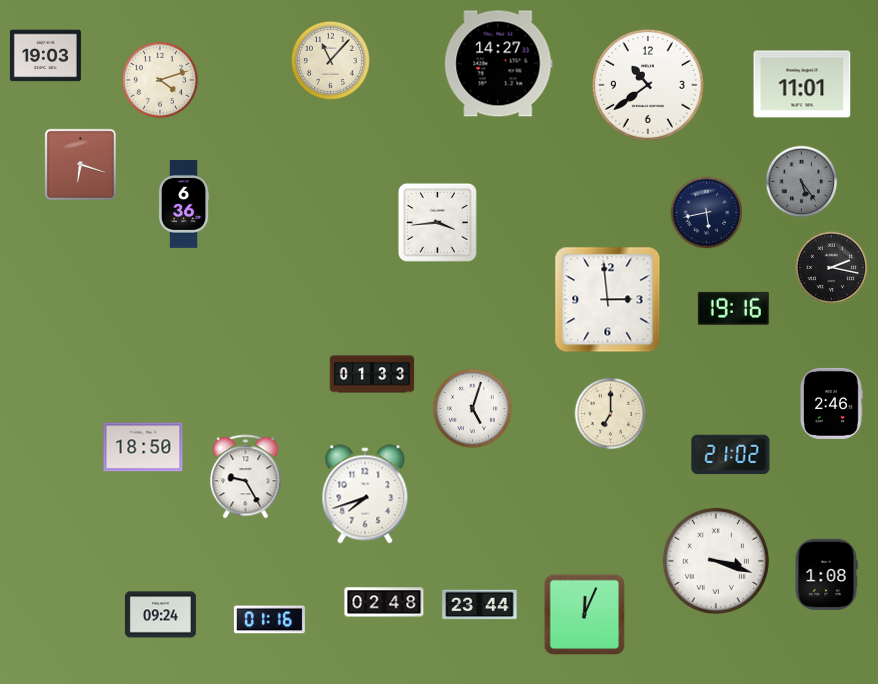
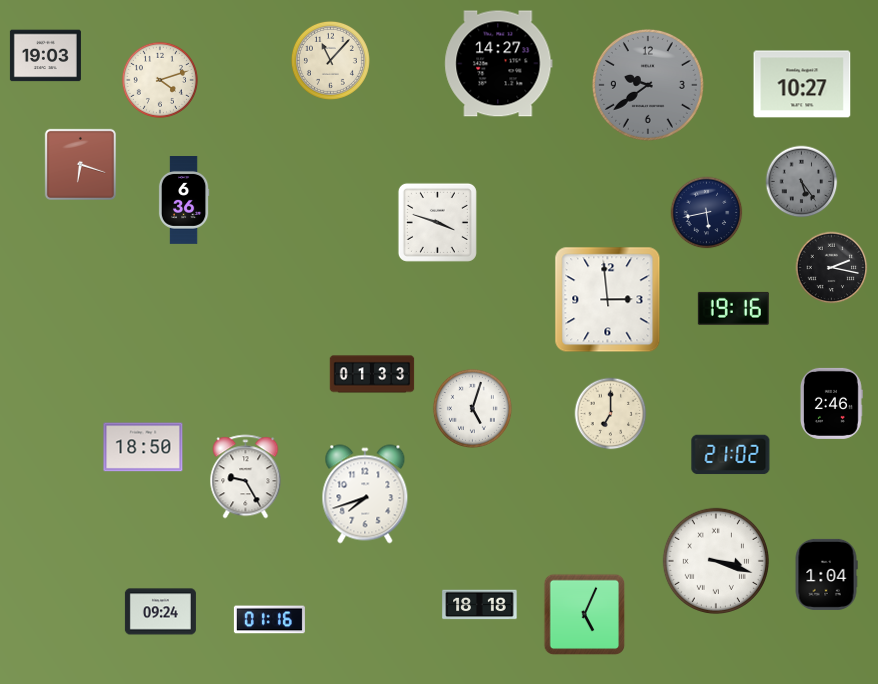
clock at (802, 84): 11:01 -> 10:27
clock at (648, 85): 10:39 -> 9:39
clock at (648, 85) dial: white -> grey
clock at (184, 205) position: (184, 205) -> (184, 201)
clock at (437, 222): 3:44 -> 3:48
clock at (826, 574): 1:08 -> 1:04
clock at (384, 602): 02:48 -> none
clock at (480, 605): 23:44 -> 18:18
clock at (160, 615) position: (160, 615) -> (160, 612)
clock at (585, 615): 12:04 -> 5:04
